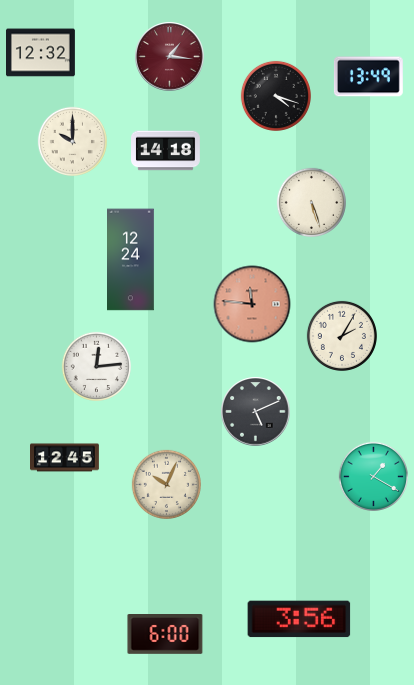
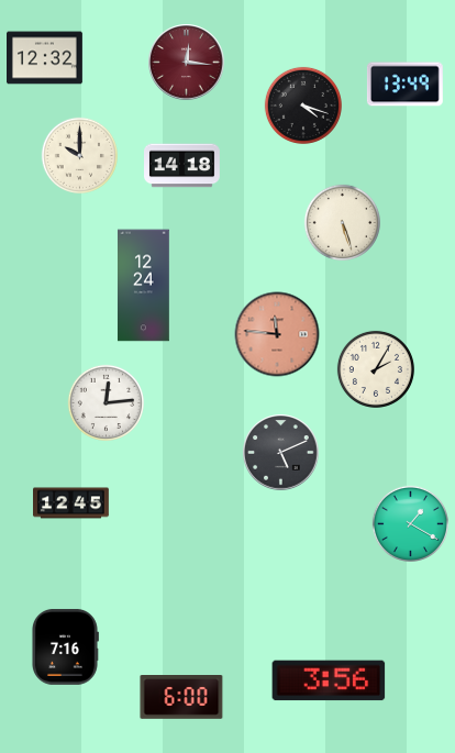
clock at (170, 57): 1:16 -> 12:16
clock at (166, 484): 10:04 -> none
clock at (65, 646): none -> 7:16
